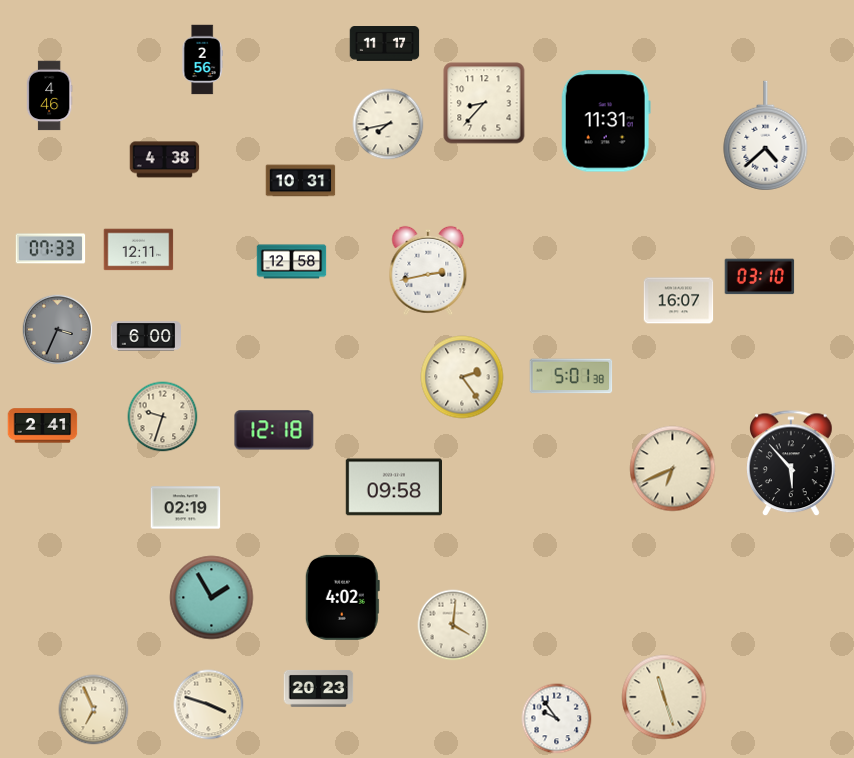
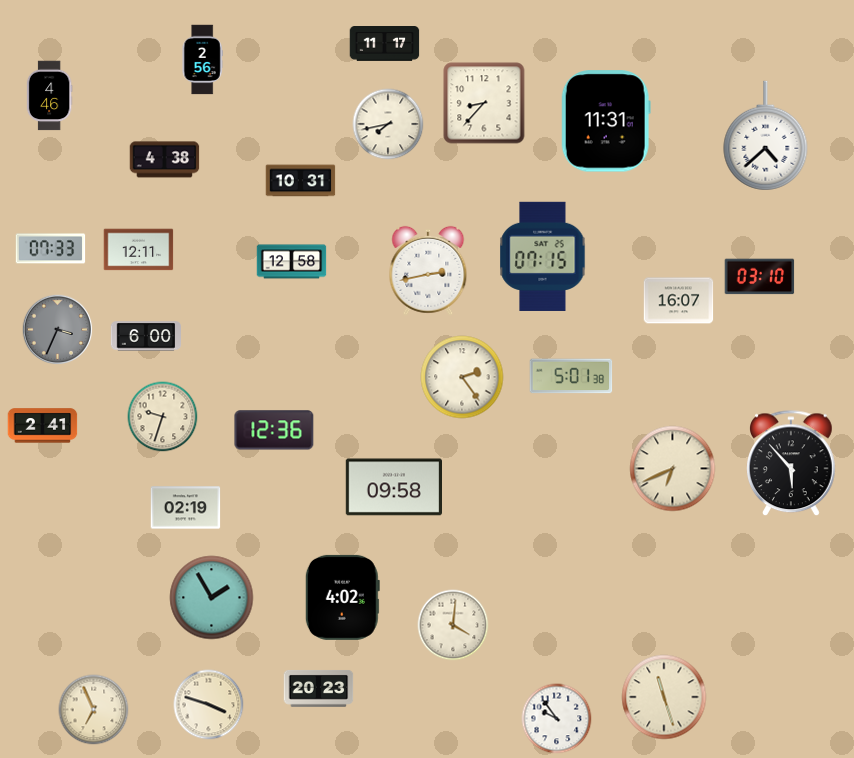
clock at (543, 256): none -> 07:15
clock at (274, 430): 12:18 -> 12:36
